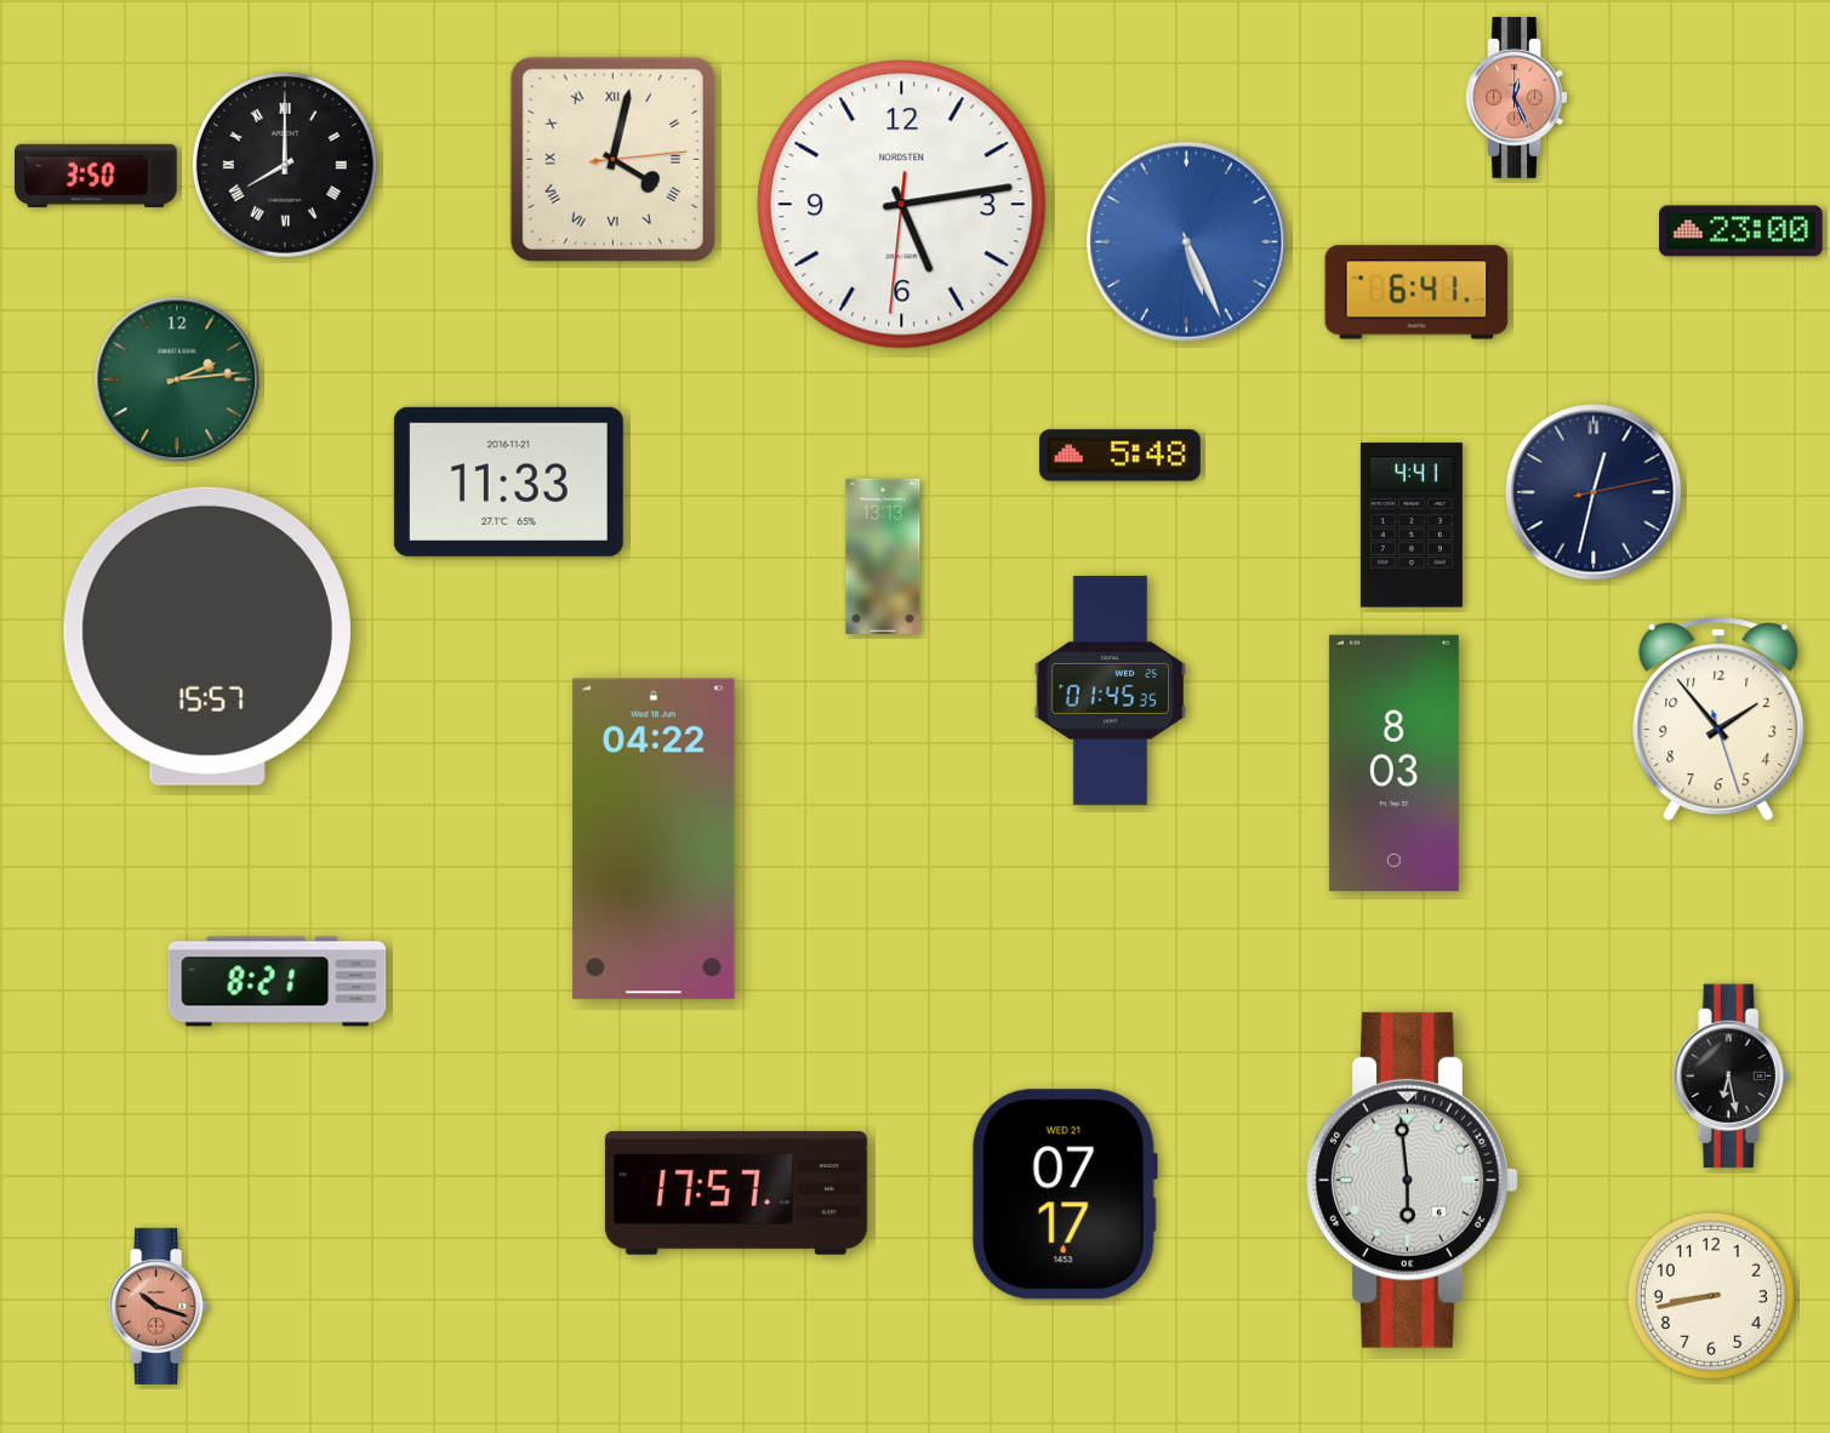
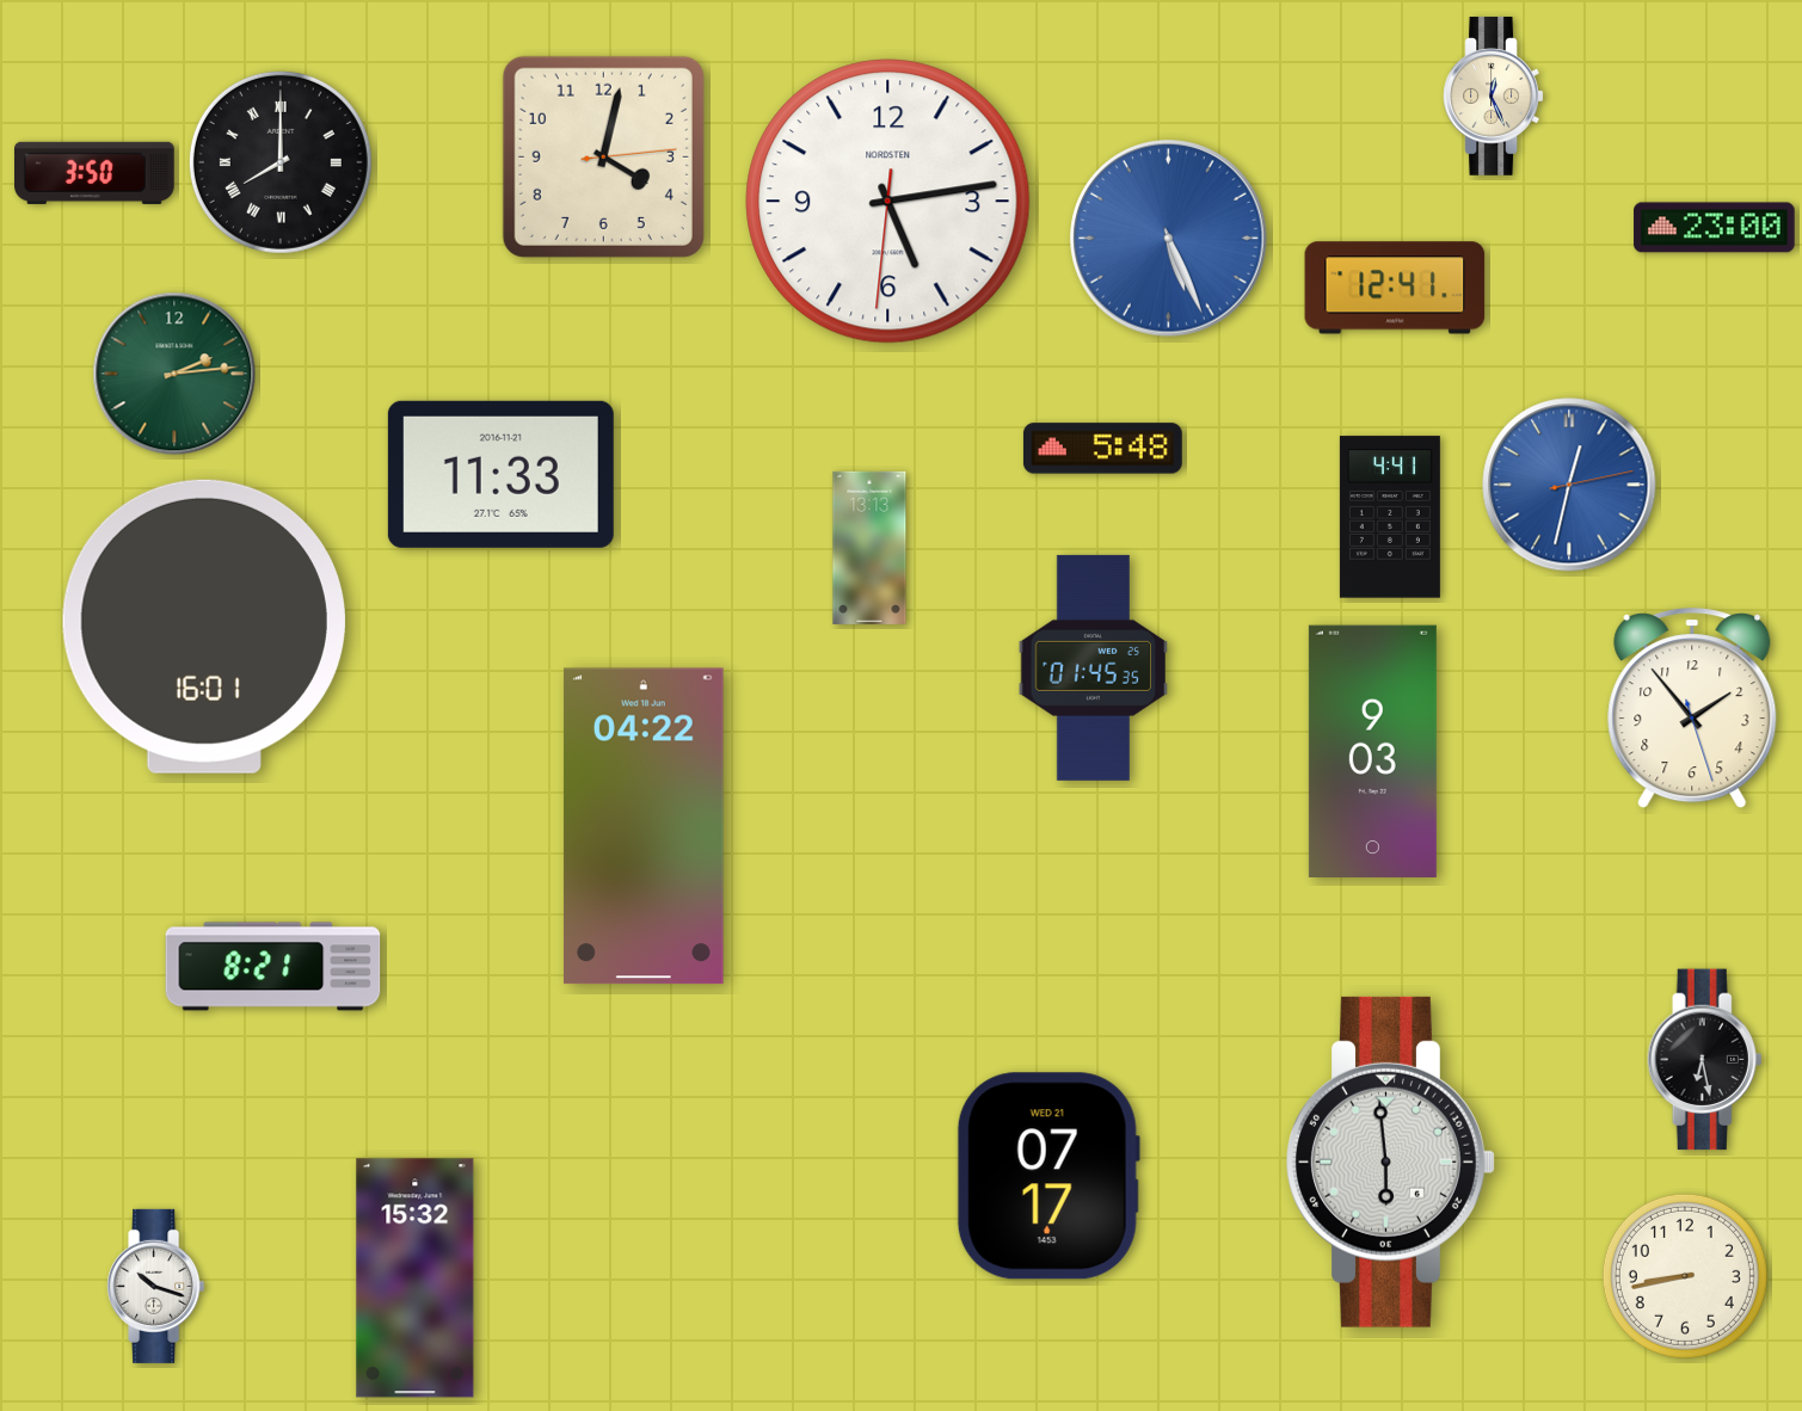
clock at (1517, 98) dial: salmon -> cream
clock at (612, 159) numerals: Roman -> Arabic
clock at (1416, 292): 6:41 -> 12:41
clock at (1594, 492) dial: navy -> blue
clock at (207, 636): 15:57 -> 16:01
clock at (1110, 690) position: (1110, 690) -> (1093, 667)
clock at (1393, 763): 8:03 -> 9:03
clock at (736, 1193): 17:57 -> none
clock at (416, 1278): none -> 15:32
clock at (159, 1306) dial: salmon -> white
